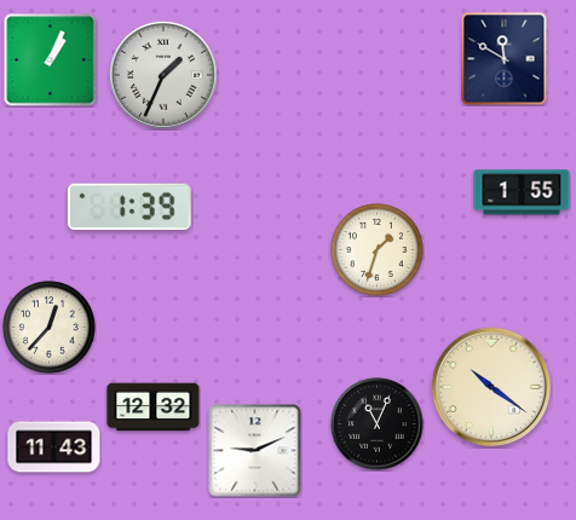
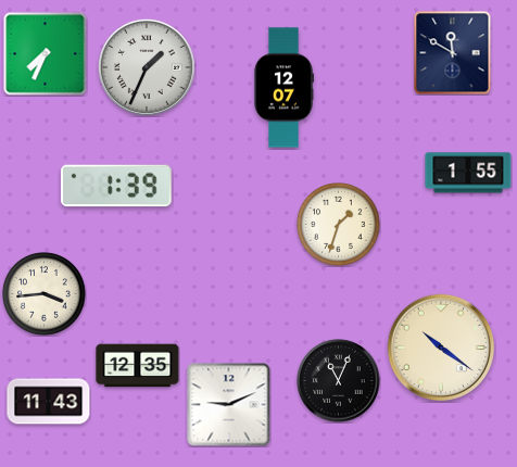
clock at (51, 60): 1:04 -> 7:34
clock at (283, 88): none -> 12:07
clock at (50, 328): 12:37 -> 3:44
clock at (154, 408): 12:32 -> 12:35
